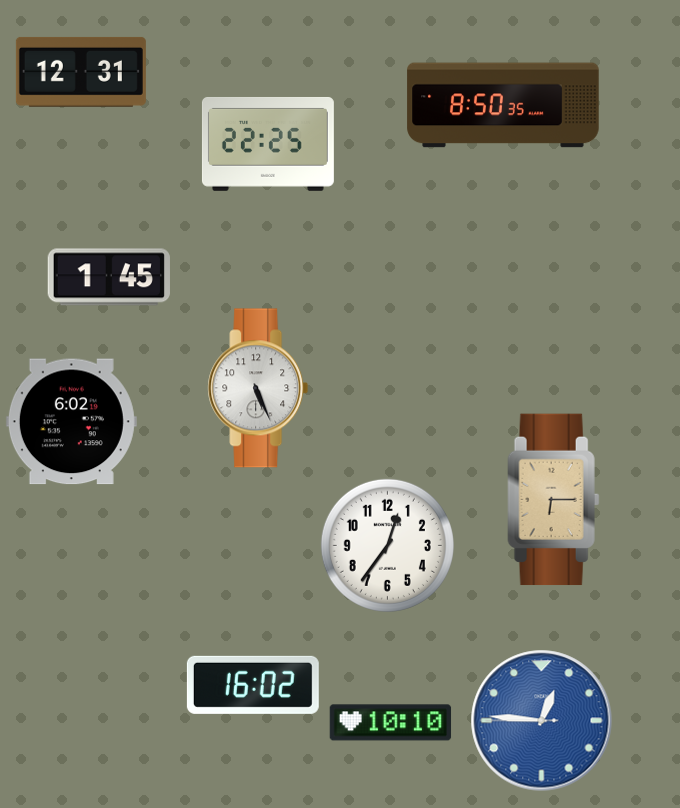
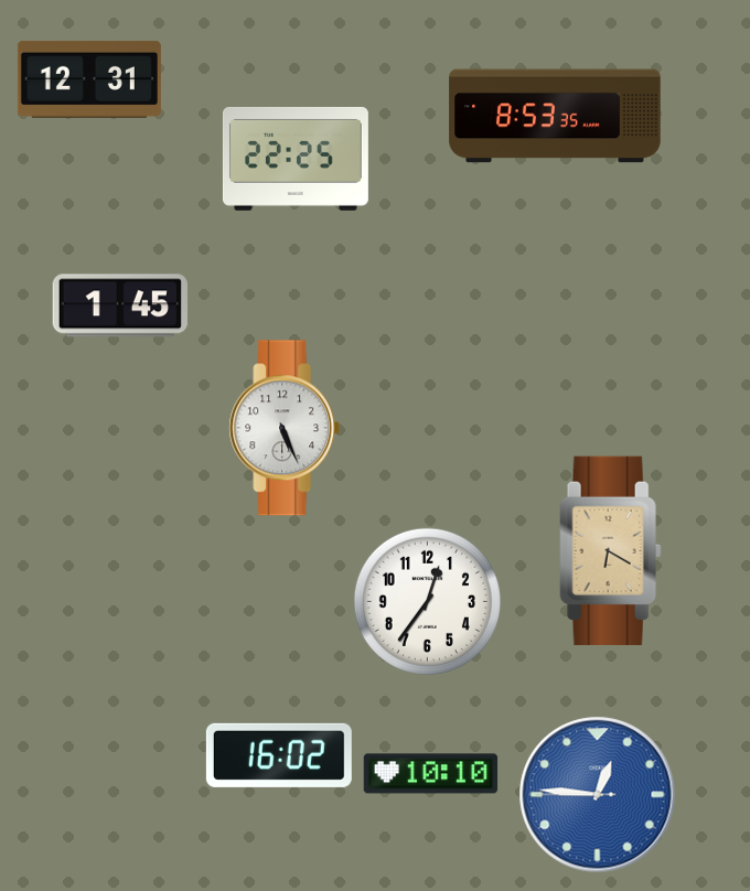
clock at (503, 105): 8:50 -> 8:53
clock at (71, 422): 6:02 -> none
clock at (554, 500): 6:15 -> 6:20
clock at (391, 723) position: (391, 723) -> (431, 774)
